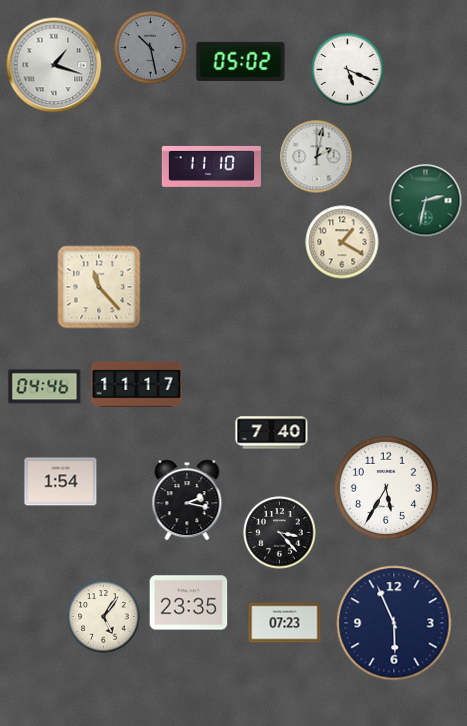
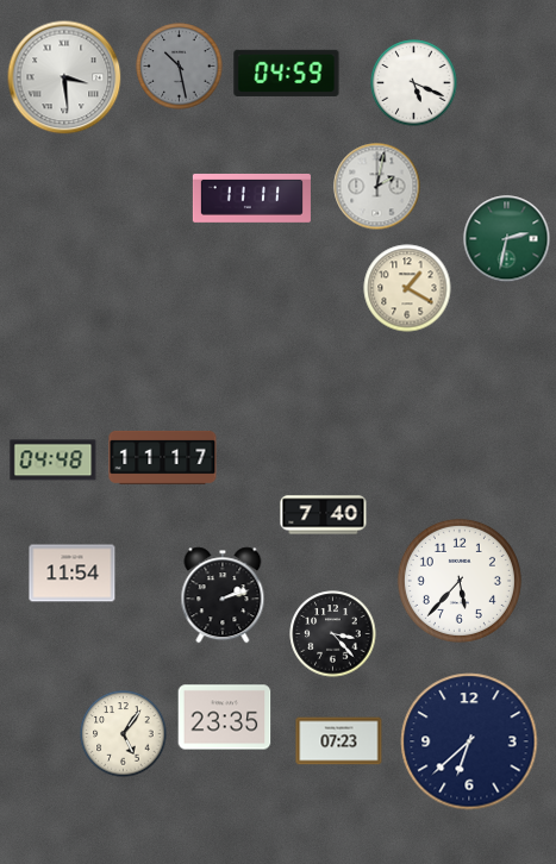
clock at (151, 48) position: (151, 48) -> (180, 67)
clock at (241, 61): 05:02 -> 04:59
clock at (54, 65): 1:18 -> 3:29
clock at (211, 167): 11:10 -> 11:11
clock at (99, 287): 11:23 -> none
clock at (45, 387): 04:46 -> 04:48
clock at (61, 482): 1:54 -> 11:54
clock at (386, 488): 5:35 -> 5:37
clock at (187, 500): 2:17 -> 2:12
clock at (394, 623): 5:56 -> 6:38
